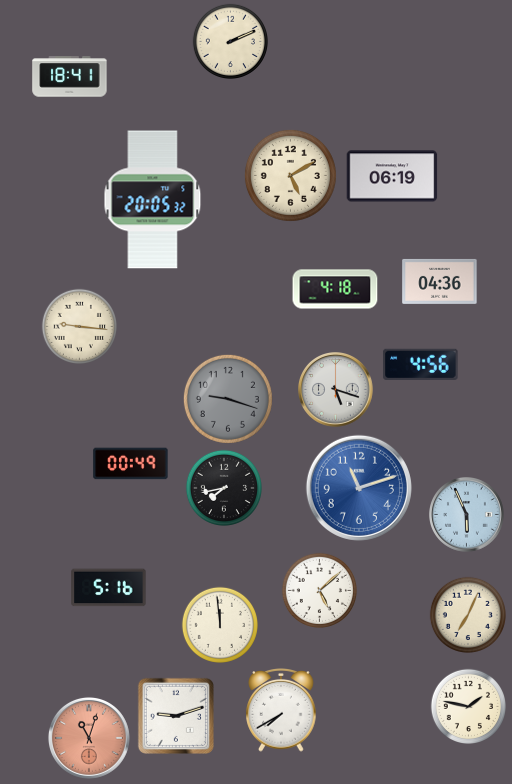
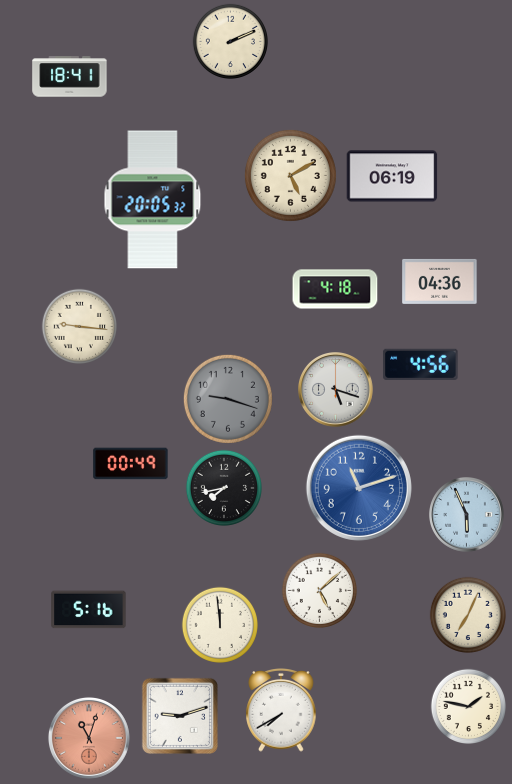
clock at (109, 588) position: (109, 588) -> (89, 610)
clock at (176, 716) position: (176, 716) -> (180, 716)
